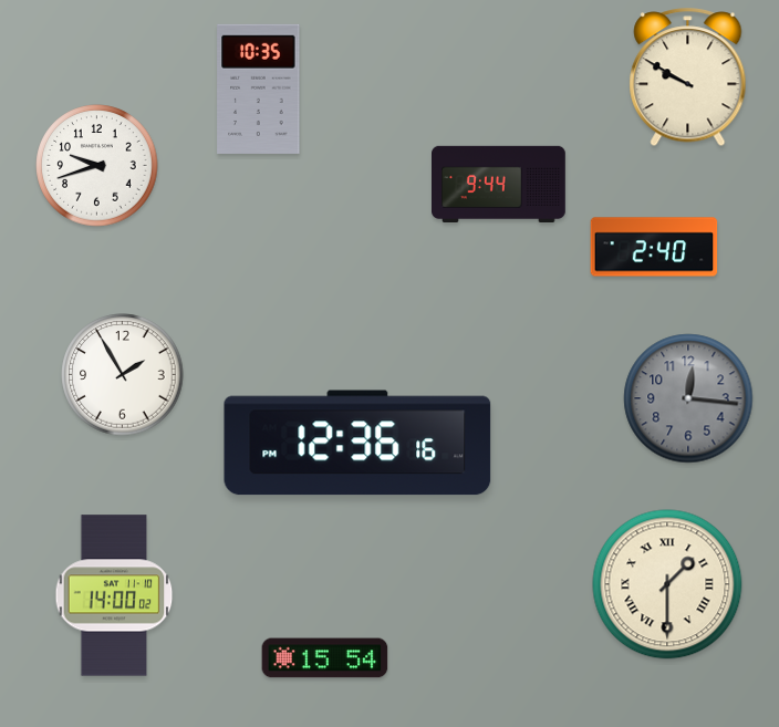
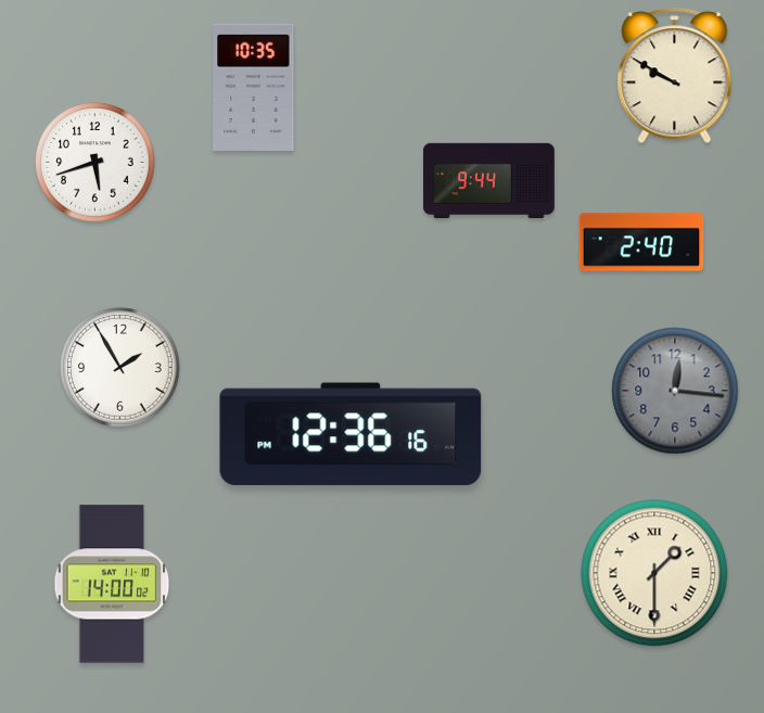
clock at (97, 166): 9:42 -> 5:42
clock at (325, 658): 15:54 -> none
